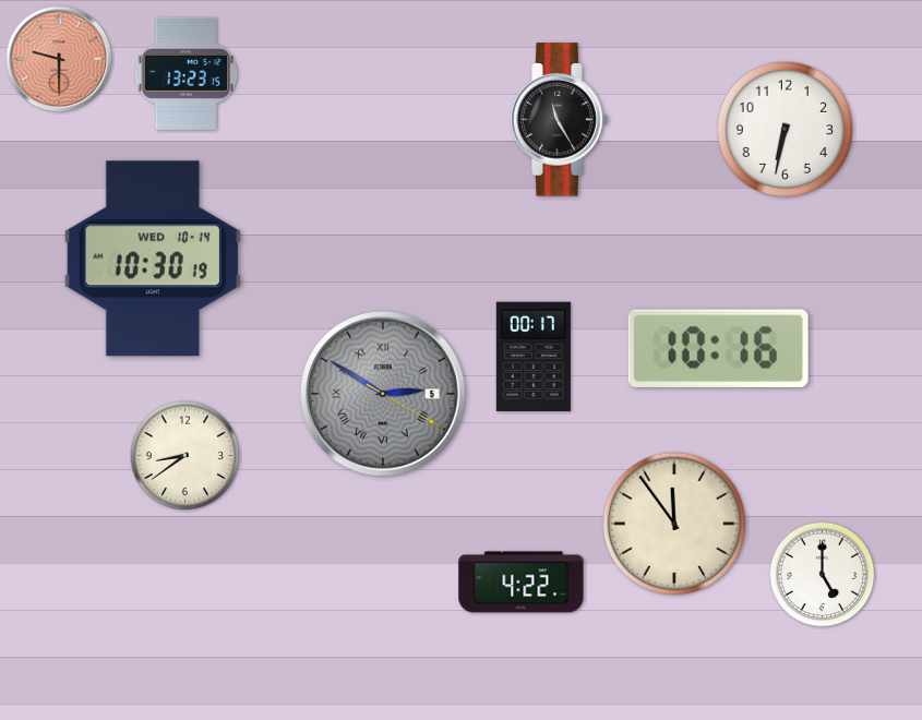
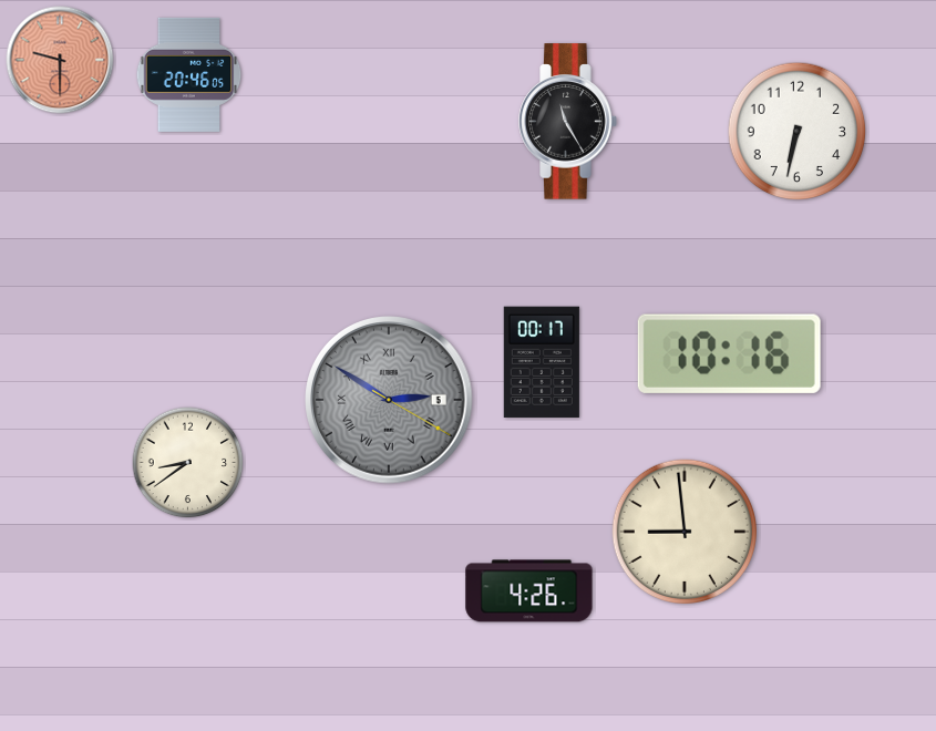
clock at (187, 73): 13:23 -> 20:46
clock at (152, 259): 10:30 -> none
clock at (673, 523): 11:54 -> 8:59
clock at (823, 575): 5:00 -> none
clock at (522, 583): 4:22 -> 4:26
